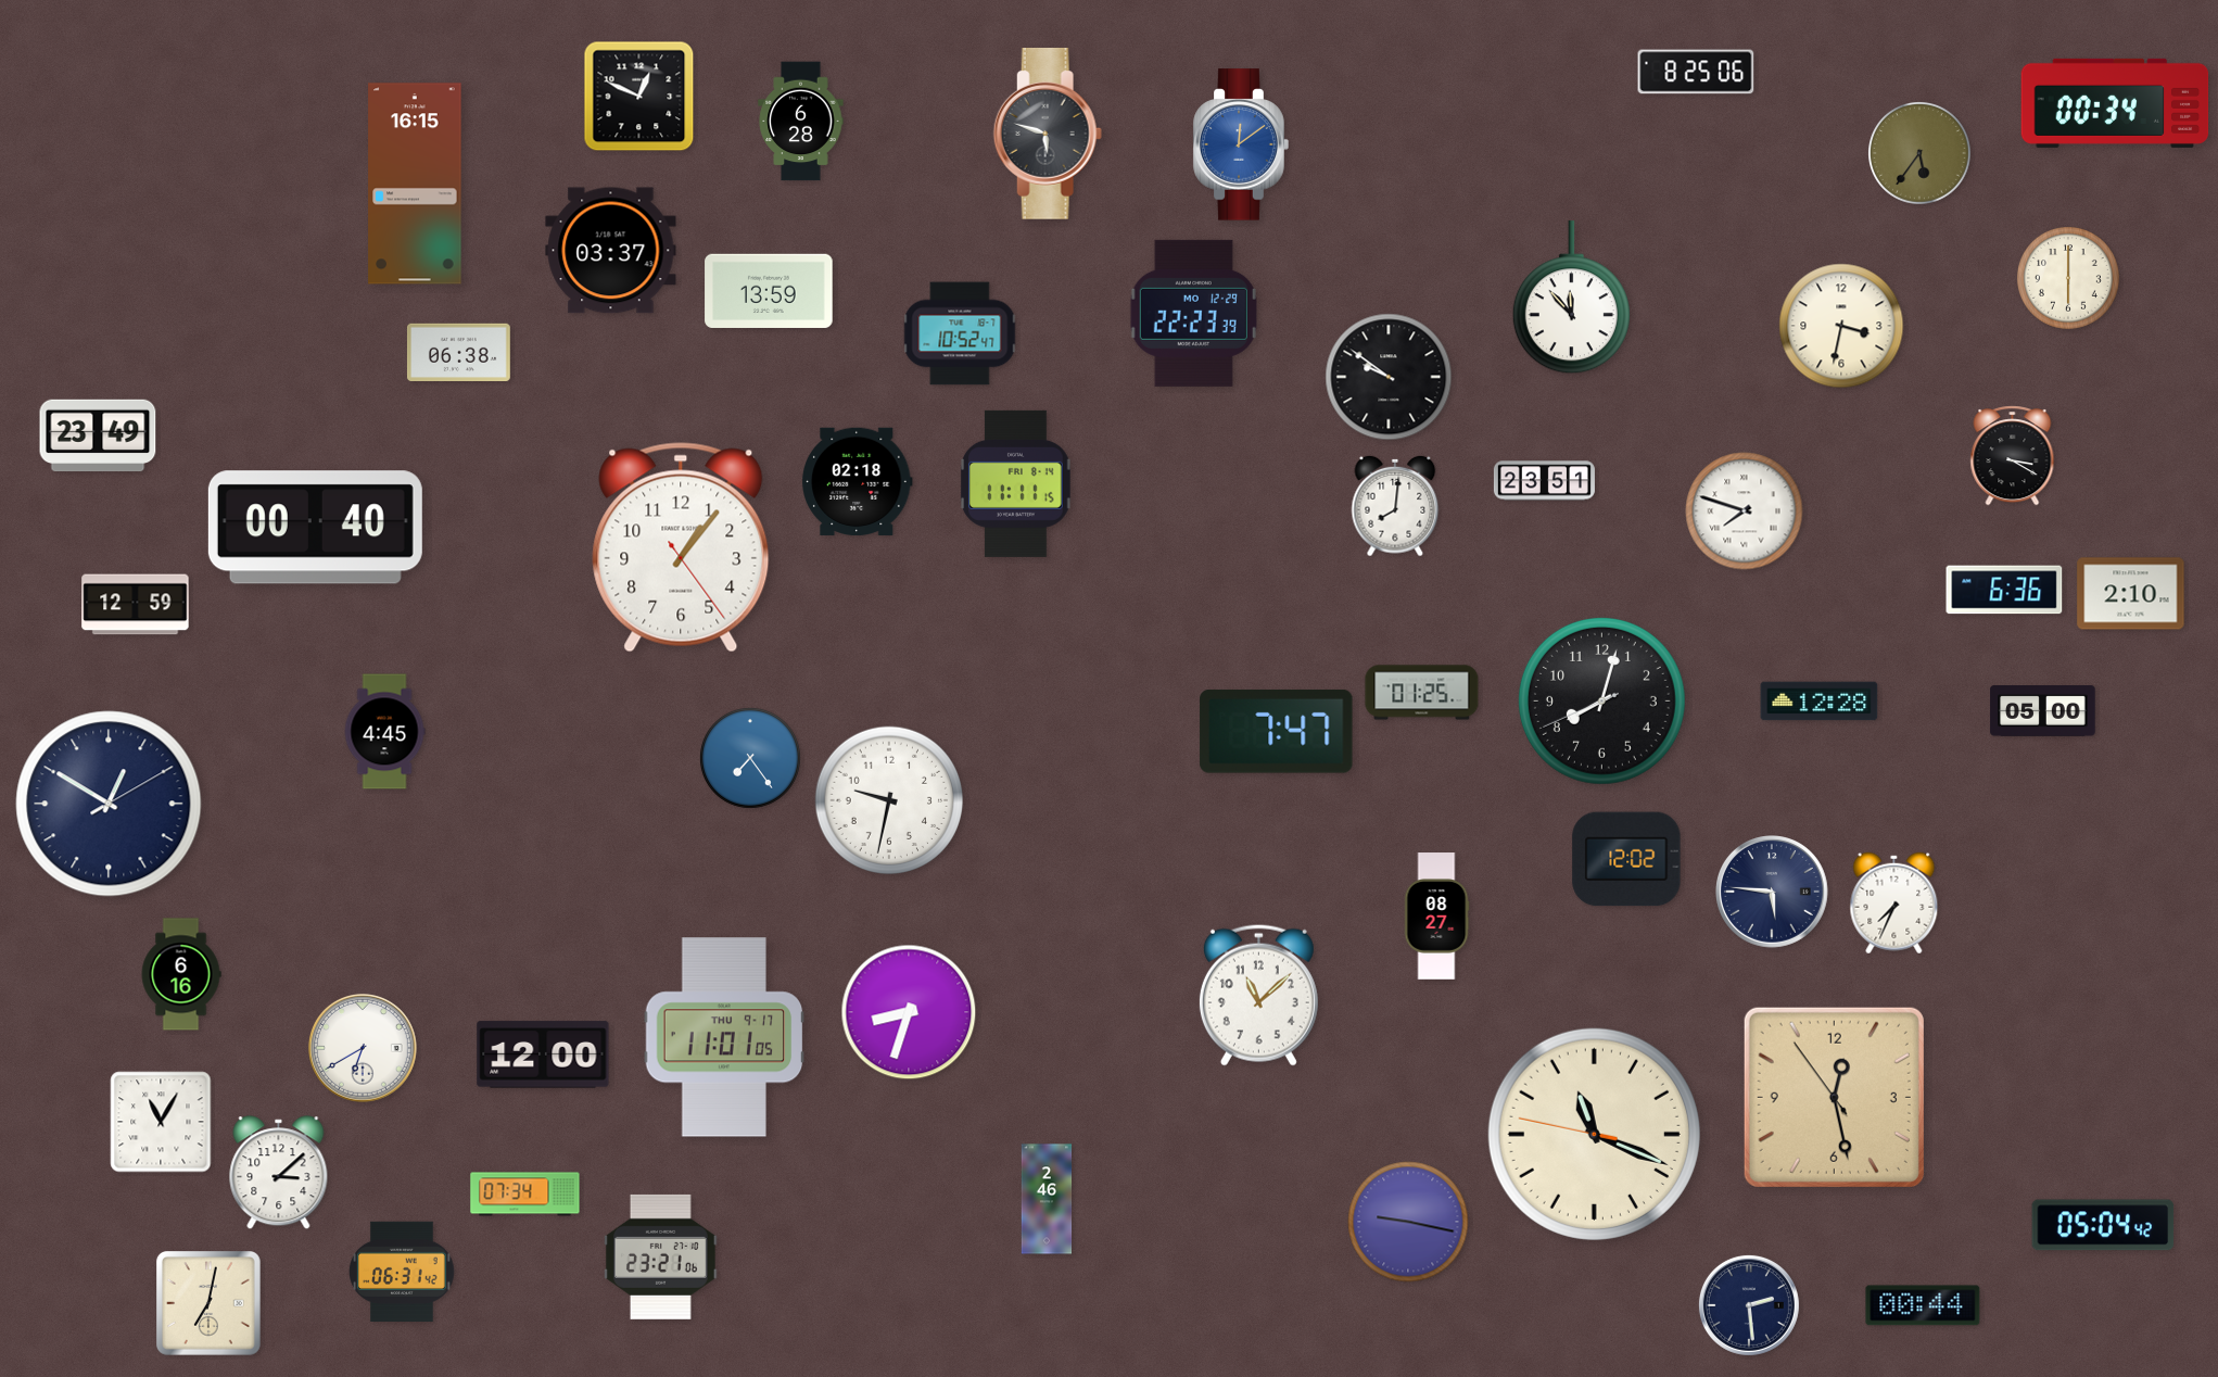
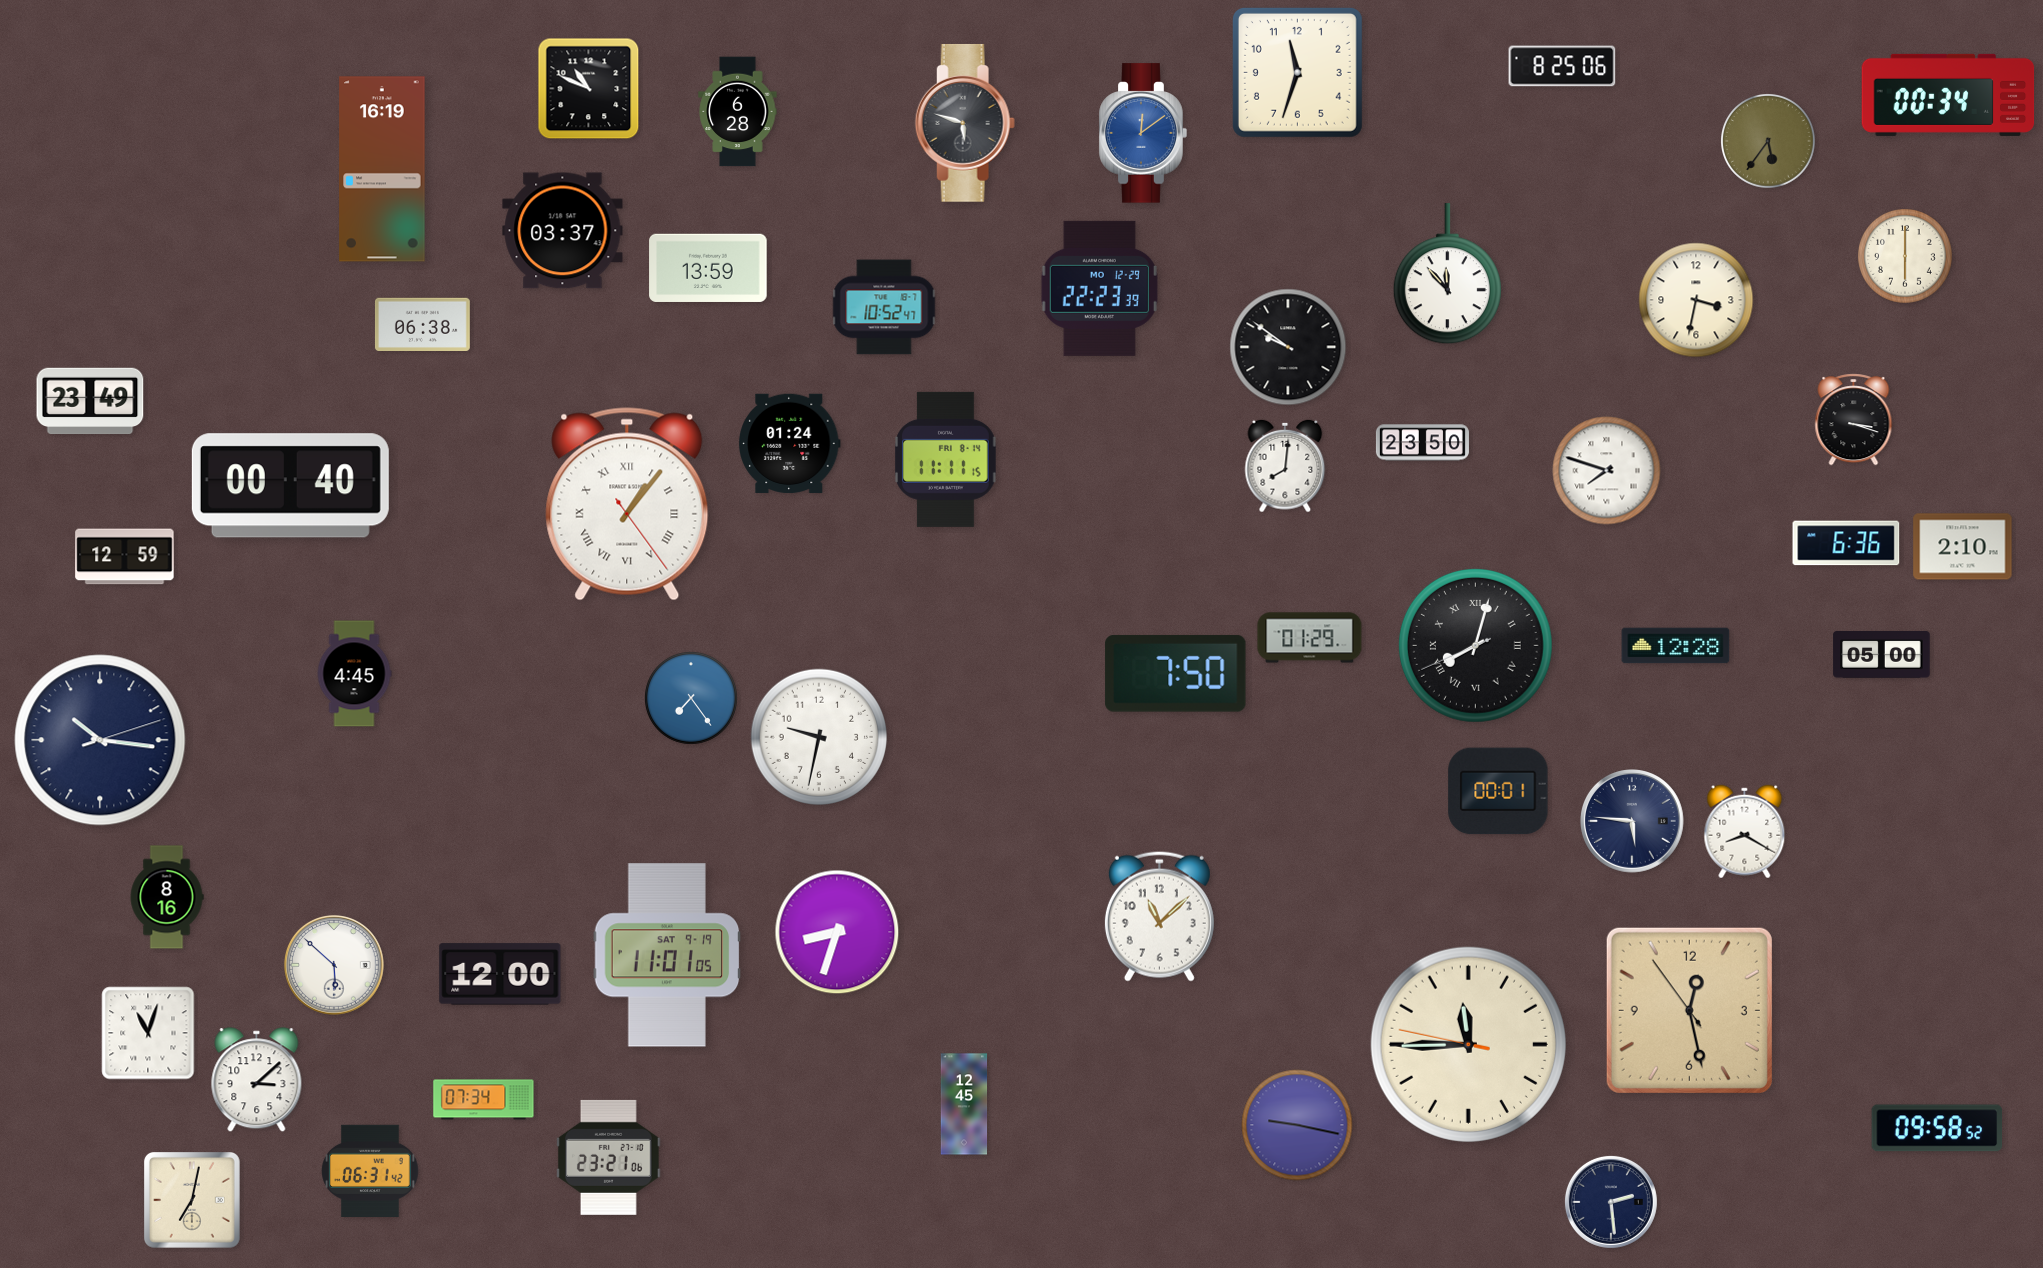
clock at (1297, 72): none -> 11:33
clock at (639, 97): 12:49 -> 10:49
clock at (415, 184): 16:15 -> 16:19
clock at (1389, 377) position: (1389, 377) -> (1288, 347)
clock at (2013, 456): 3:20 -> 3:18
clock at (857, 481): 02:18 -> 01:24
clock at (1544, 481): 23:51 -> 23:50
clock at (1016, 483) position: (1016, 483) -> (946, 459)
clock at (681, 547) numerals: Arabic -> Roman
clock at (1422, 693): 01:25 -> 01:29
clock at (1601, 700) numerals: Arabic -> Roman
clock at (1277, 731): 7:47 -> 7:50
clock at (109, 804): 12:50 -> 10:16
clock at (1626, 859): 12:02 -> 00:01
clock at (1894, 904): 7:34 -> 8:20
clock at (1436, 917): 08:27 -> none
clock at (181, 974): 6:16 -> 8:16
clock at (724, 1037) date: THU 9-17 -> SAT 9-19
clock at (363, 1048): 6:40 -> 5:52
clock at (543, 1054) position: (543, 1054) -> (500, 974)
clock at (161, 1122): 11:05 -> 11:03
clock at (1594, 1134): 11:18 -> 11:44
clock at (1047, 1199): 2:46 -> 12:45
clock at (2103, 1225): 05:04 -> 09:58
clock at (1923, 1305): 00:44 -> none
